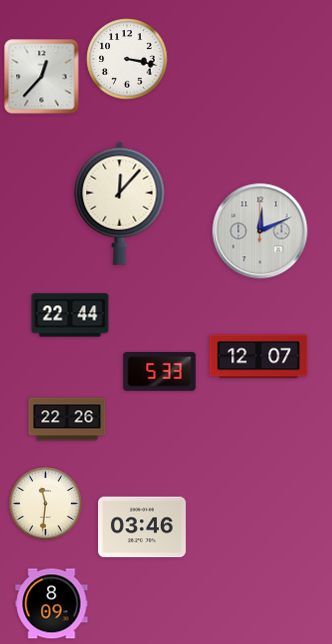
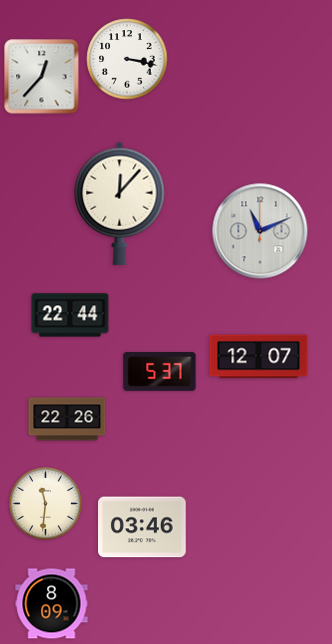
clock at (260, 231): 12:11 -> 11:11
clock at (160, 372): 5:33 -> 5:37
